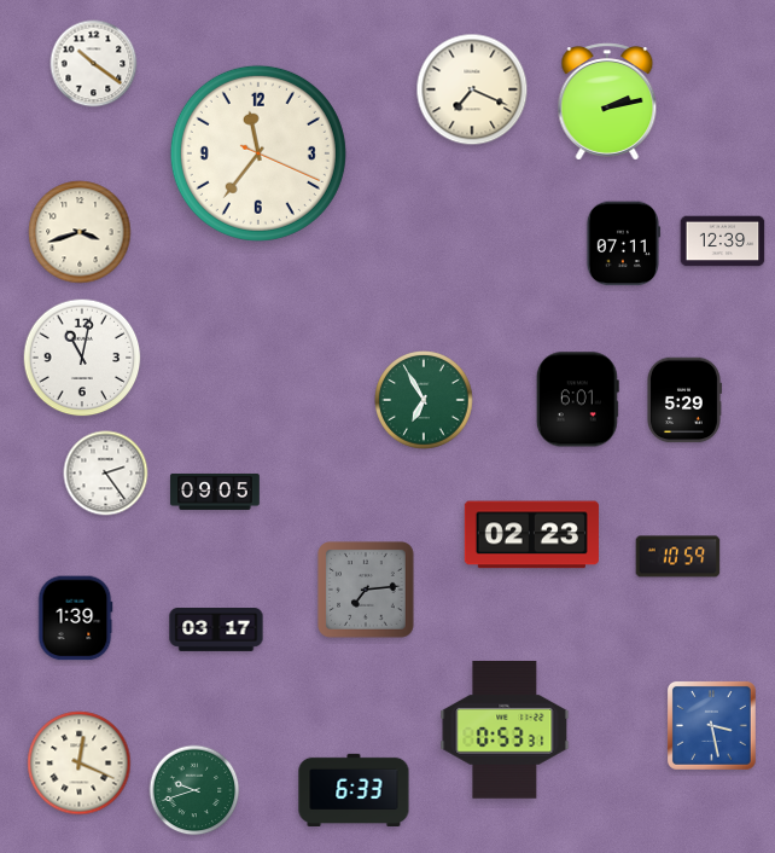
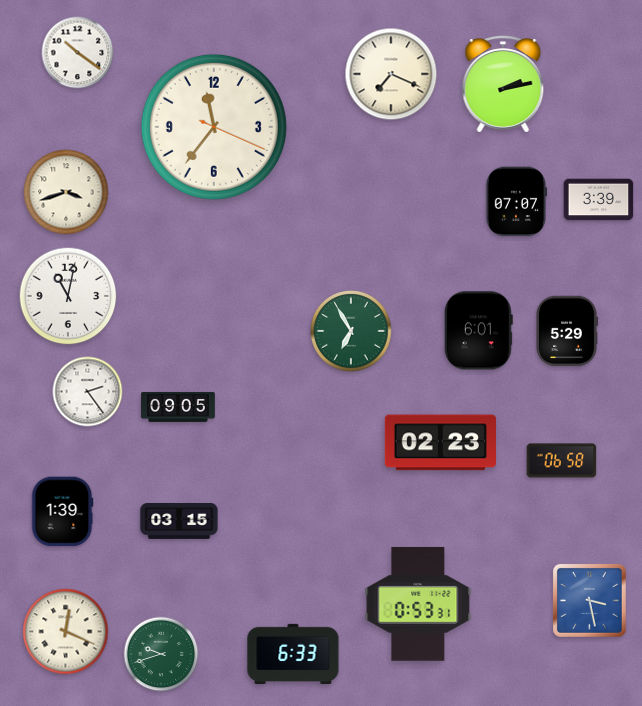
clock at (723, 242): 12:39 -> 3:39
clock at (623, 244): 07:11 -> 07:07
clock at (678, 557): 10:59 -> 06:58
clock at (367, 591): 7:14 -> none
clock at (216, 631): 03:17 -> 03:15
